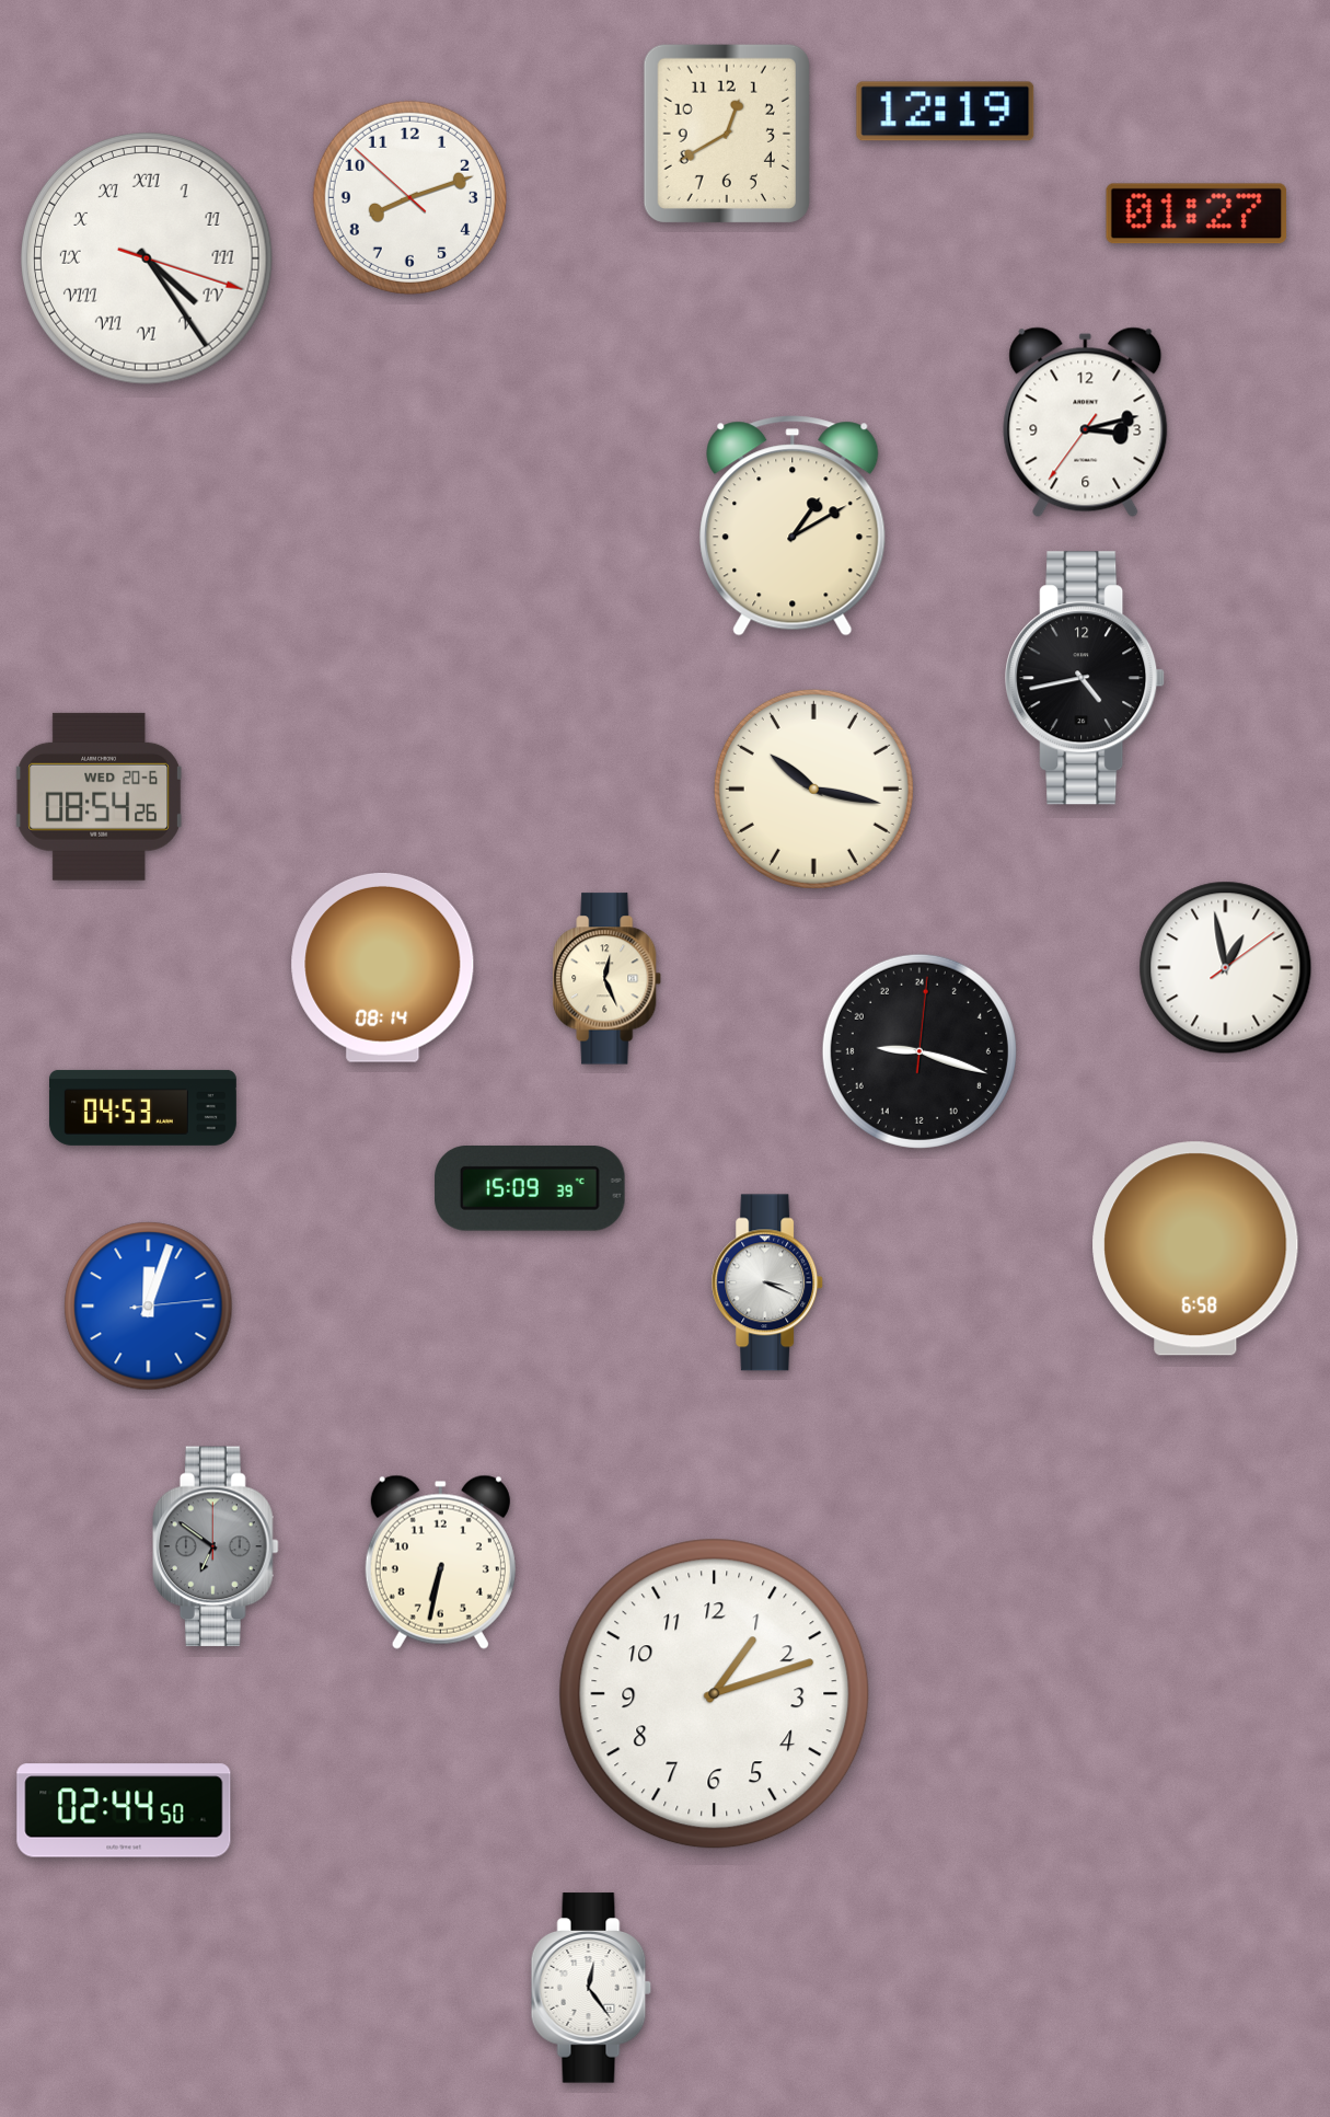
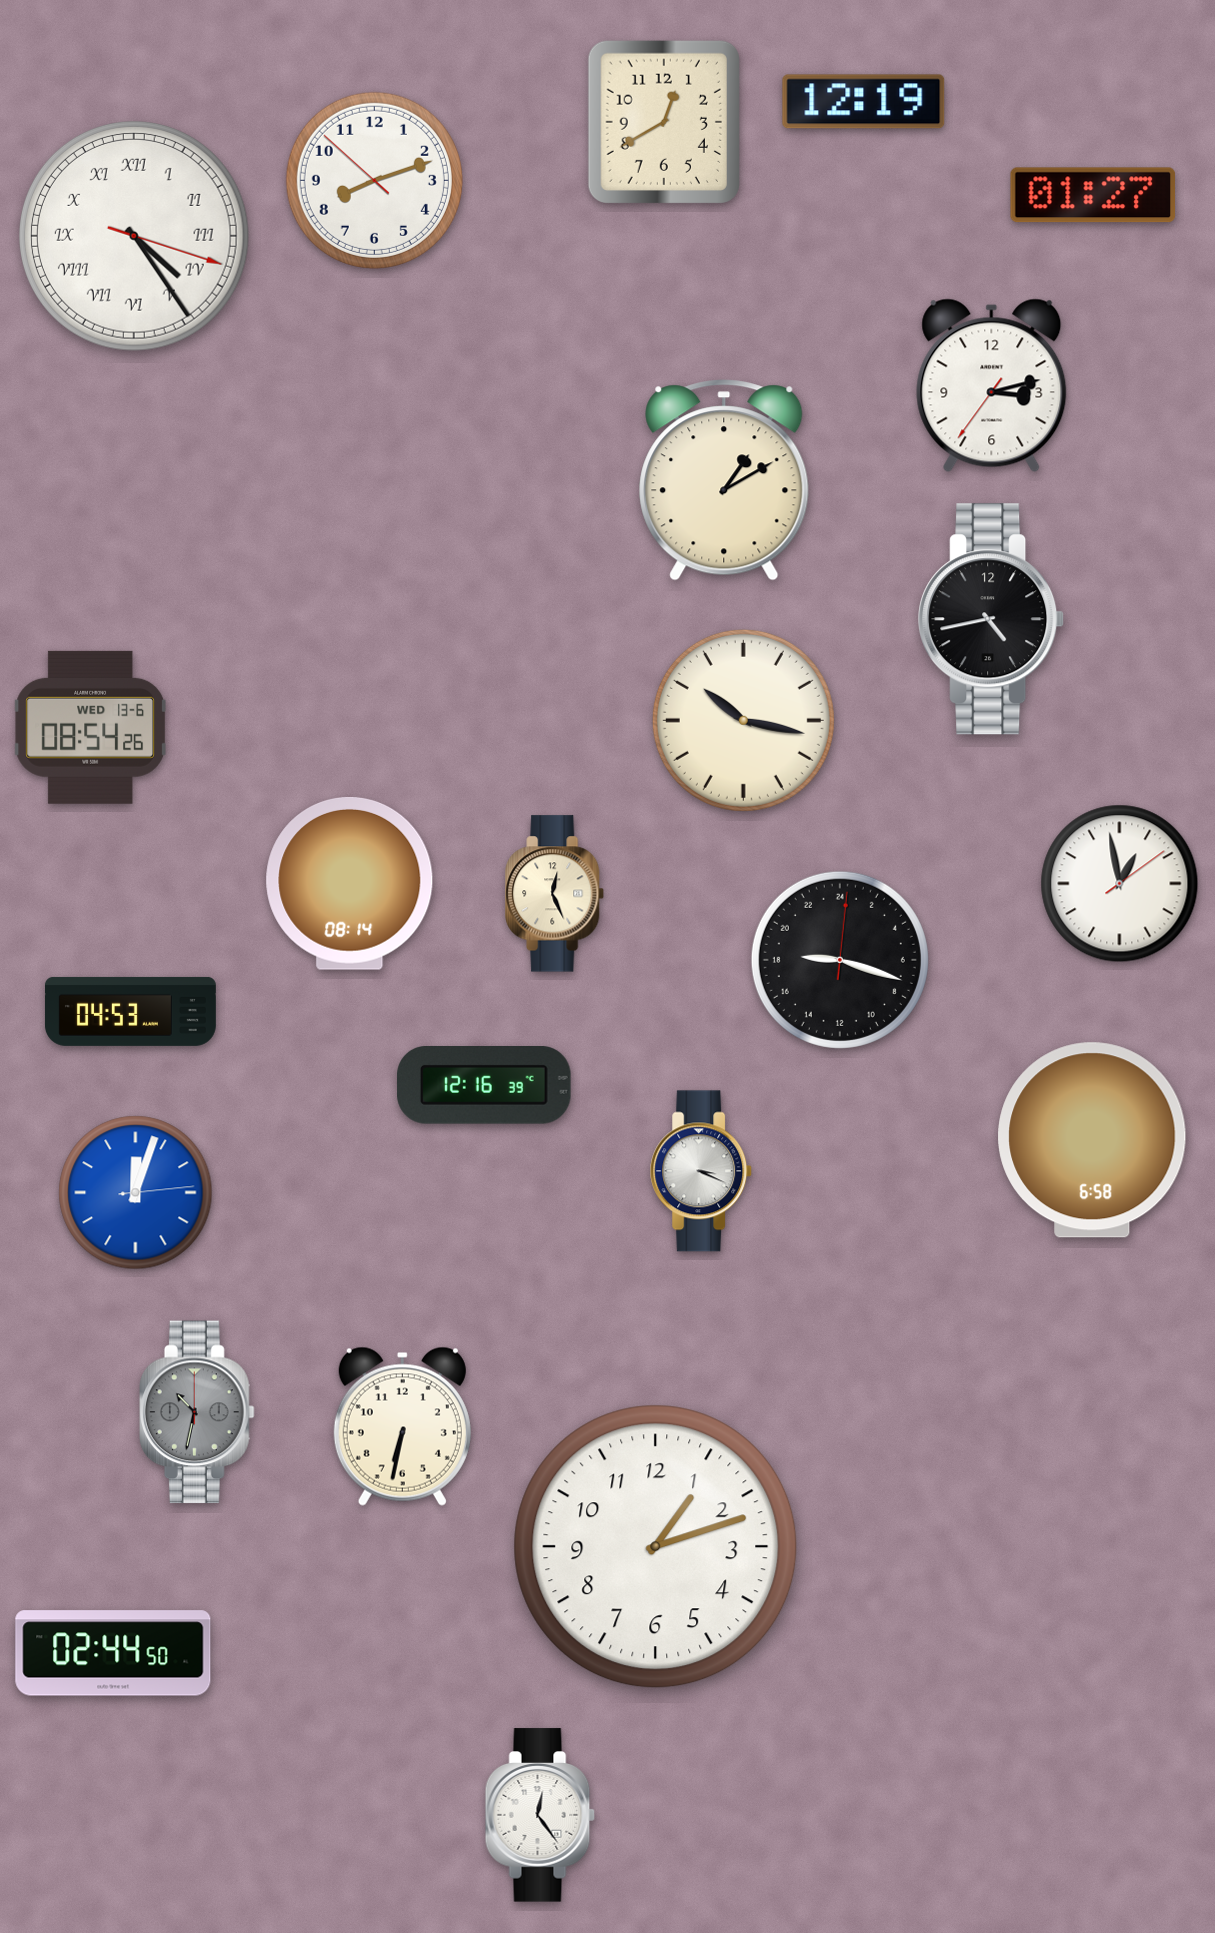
clock at (99, 796) date: WED 20-6 -> WED 13-6
clock at (530, 1189): 15:09 -> 12:16
clock at (216, 1546): 6:51 -> 10:32
clock at (715, 1694) position: (715, 1694) -> (656, 1547)
